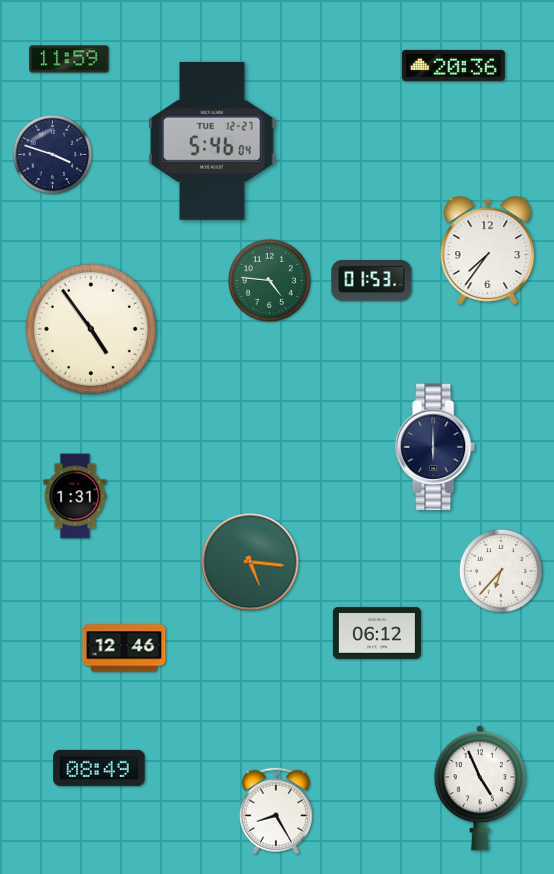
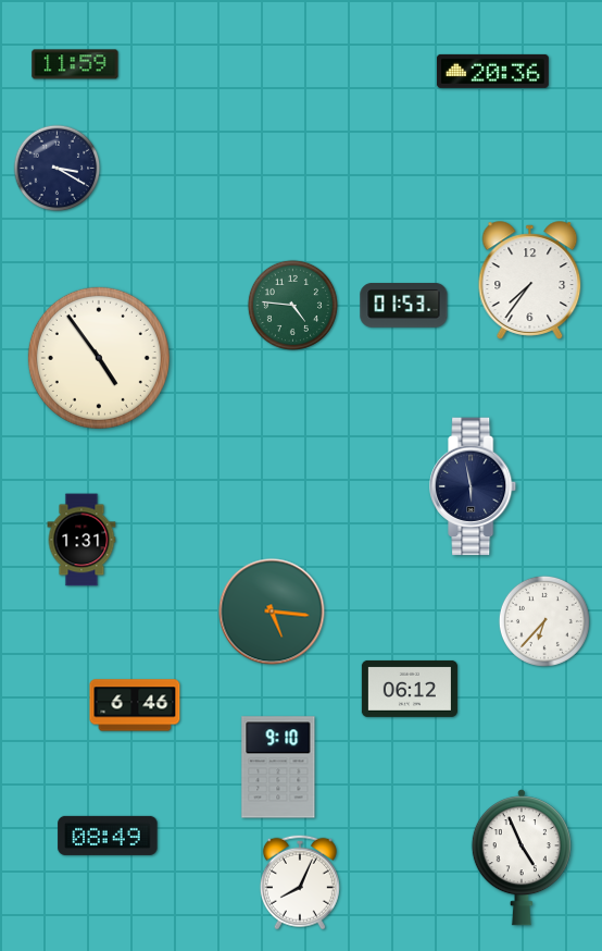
clock at (212, 141): 5:46 -> none
clock at (53, 155): 3:48 -> 3:20
clock at (488, 251) position: (488, 251) -> (530, 281)
clock at (436, 447): 6:00 -> 5:58
clock at (124, 648): 12:46 -> 6:46
clock at (278, 767): none -> 9:10
clock at (276, 811): 8:25 -> 8:04
